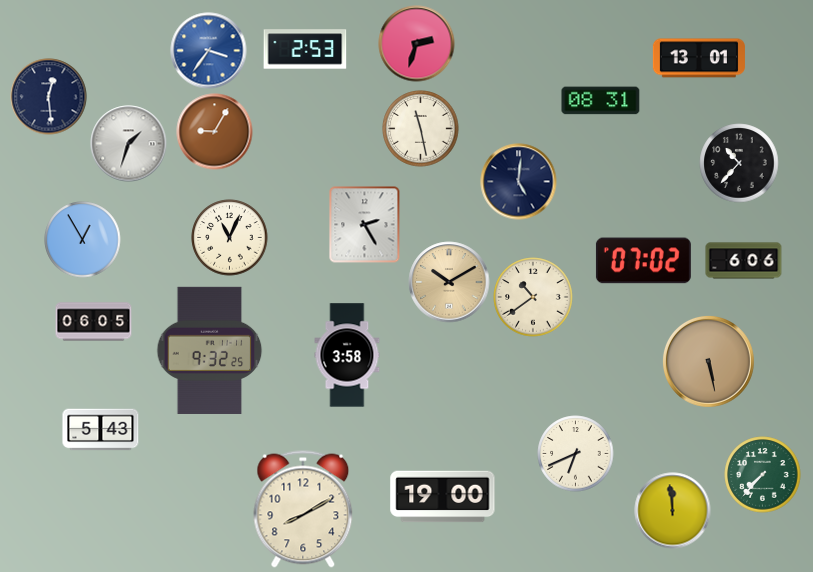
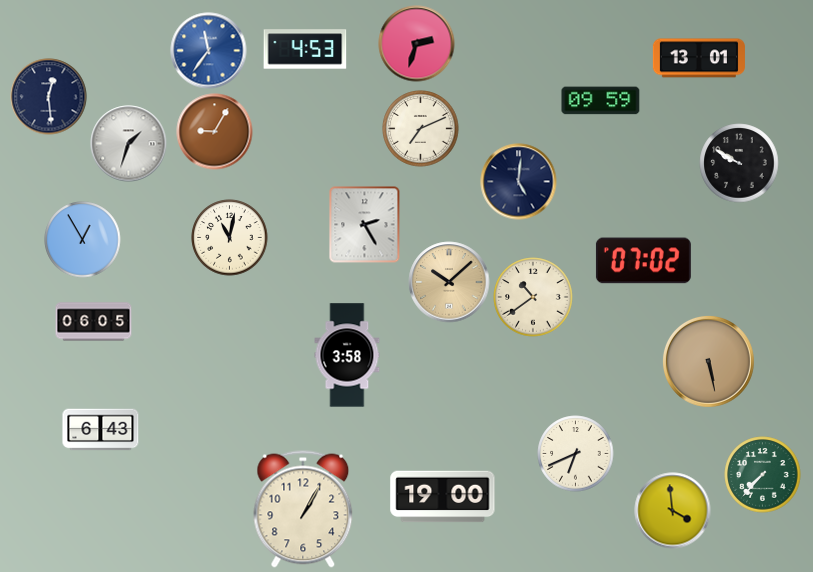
clock at (305, 49): 2:53 -> 4:53
clock at (209, 51): 3:36 -> 11:36
clock at (601, 101): 08:31 -> 09:59
clock at (421, 129): 11:28 -> 7:11
clock at (739, 163): 10:37 -> 9:50
clock at (230, 238): 11:04 -> 11:02
clock at (744, 261): 6:06 -> none
clock at (449, 282): 10:10 -> 10:08
clock at (210, 350): 9:32 -> none
clock at (101, 430): 5:43 -> 6:43
clock at (303, 509): 8:10 -> 1:05
clock at (673, 511): 11:59 -> 3:59
